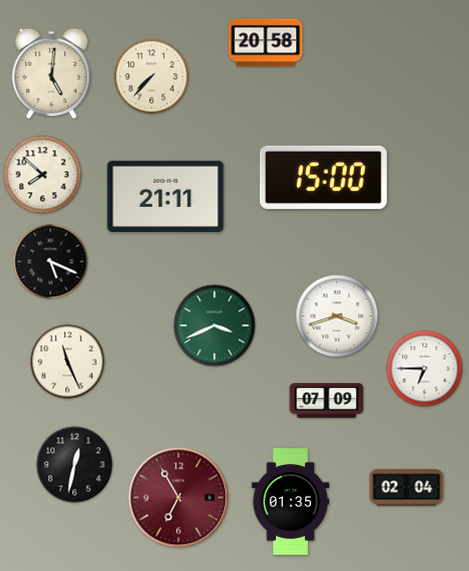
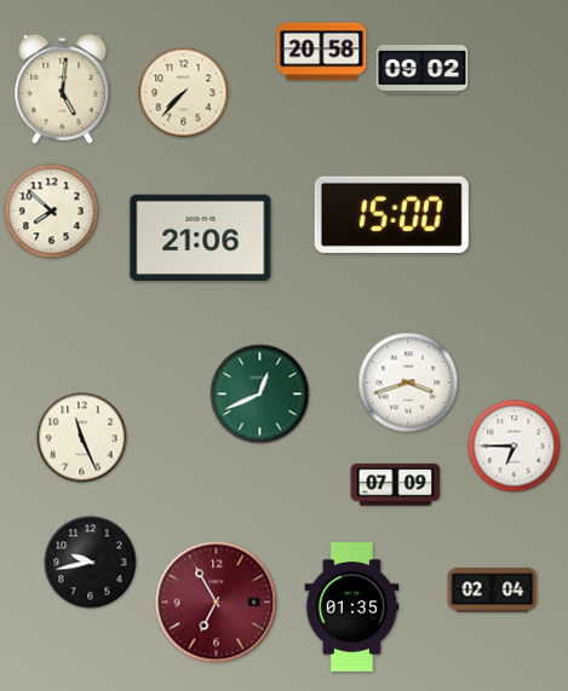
clock at (423, 70): none -> 09:02
clock at (166, 196): 21:11 -> 21:06
clock at (51, 262): 5:19 -> none
clock at (215, 326): 3:41 -> 12:41
clock at (75, 465): 12:32 -> 9:43
